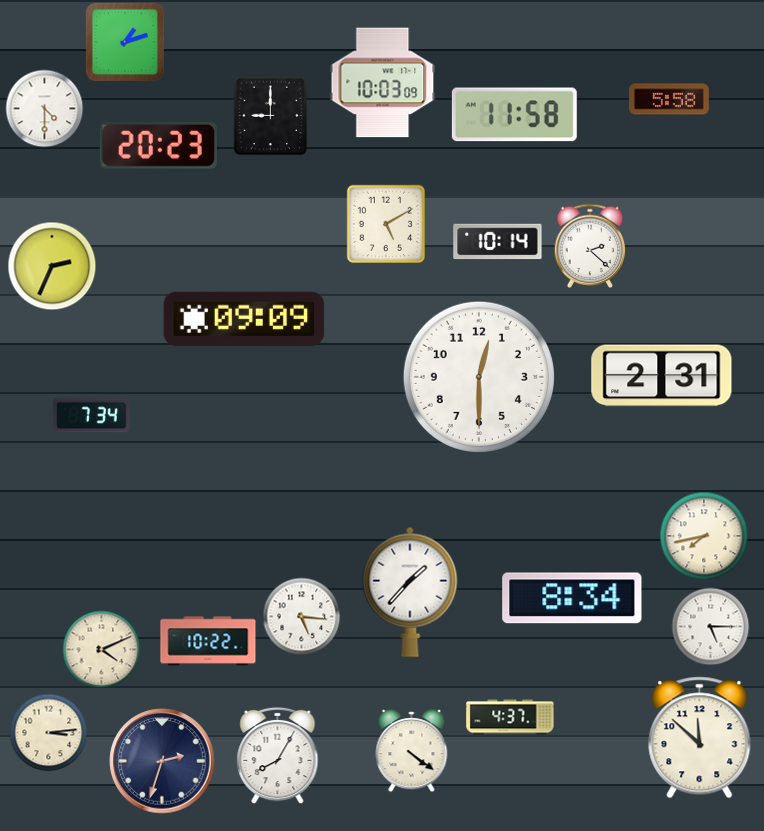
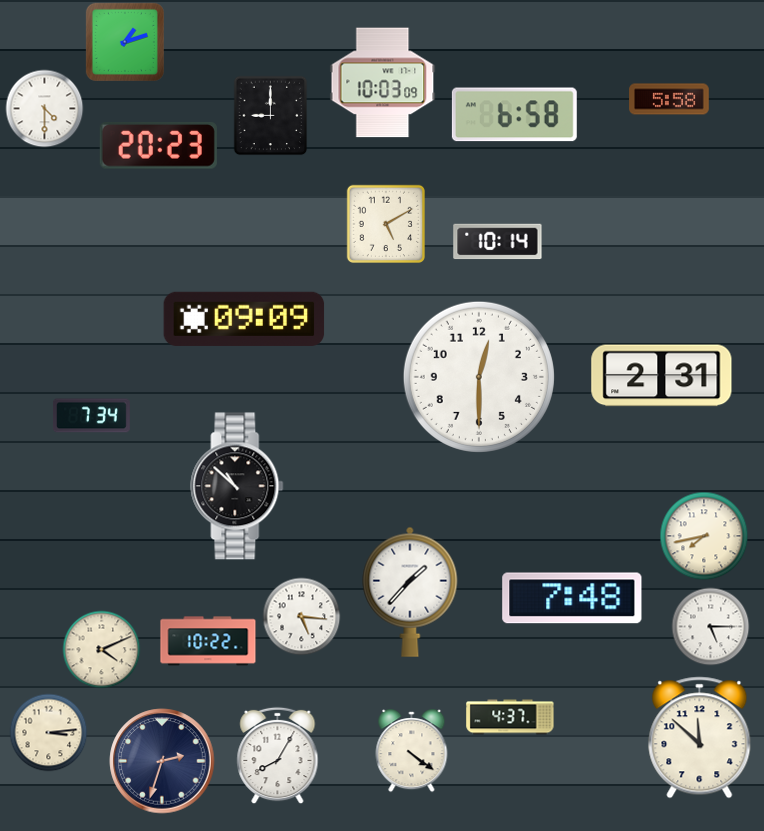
clock at (514, 115): 11:58 -> 6:58
clock at (590, 245): 2:22 -> none
clock at (52, 266): 2:34 -> none
clock at (237, 486): none -> 10:52
clock at (572, 598): 8:34 -> 7:48
